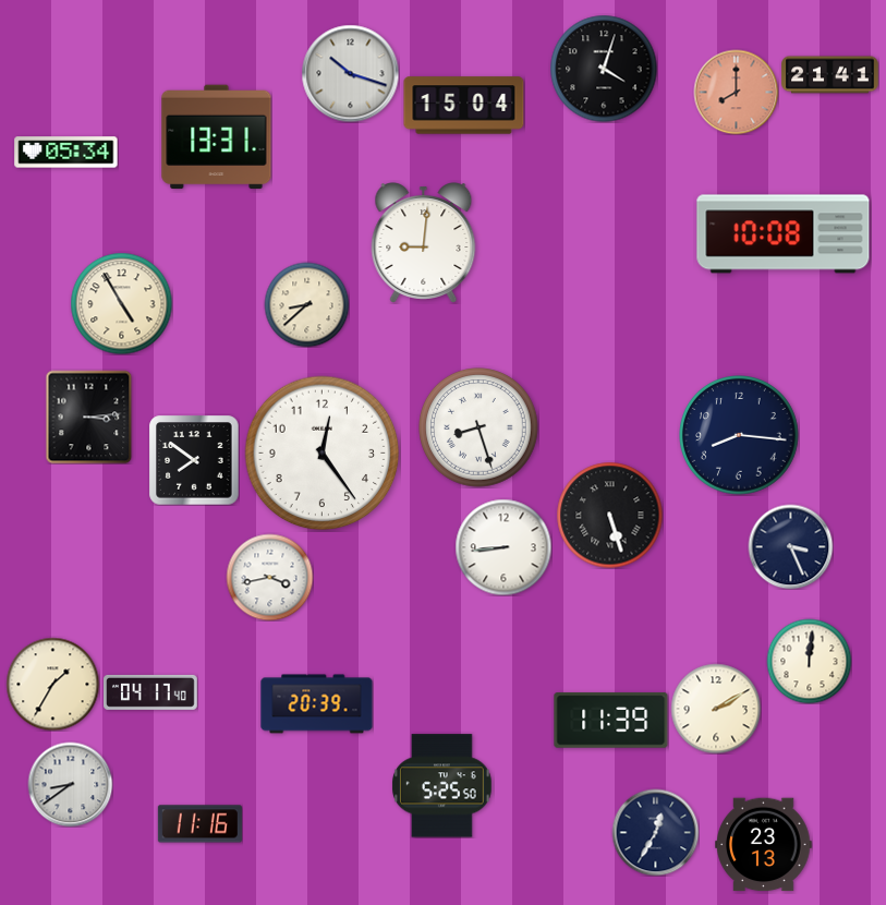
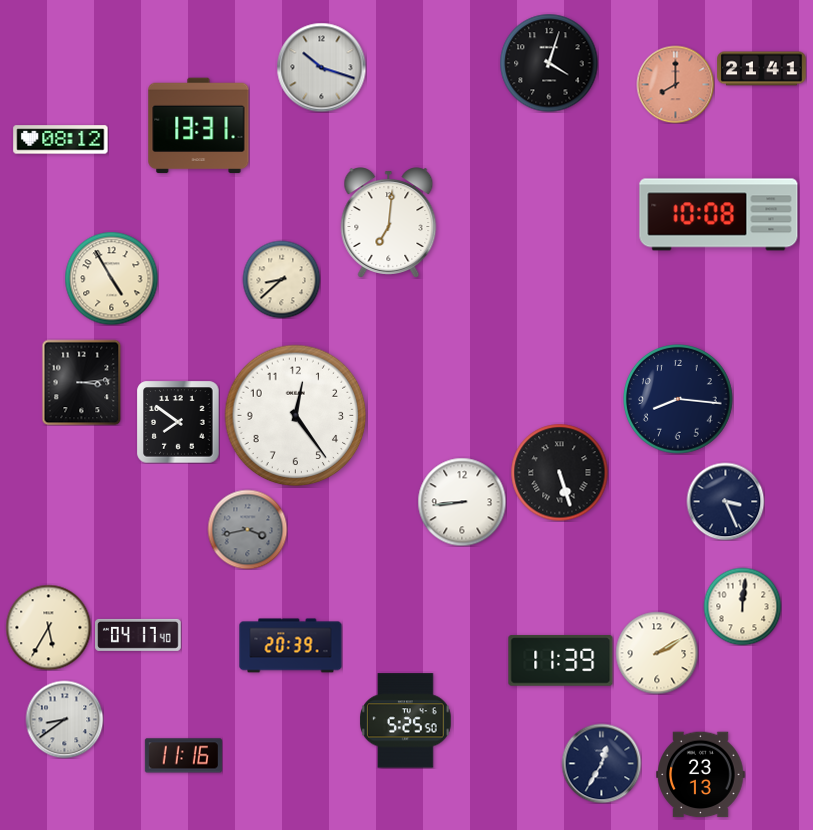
clock at (604, 69) position: (604, 69) -> (549, 63)
clock at (464, 106): 15:04 -> none
clock at (66, 153): 05:34 -> 08:12
clock at (424, 243): 9:01 -> 7:01
clock at (478, 427): 8:27 -> none
clock at (269, 577) dial: white -> grey
clock at (52, 684): 1:35 -> 5:35
clock at (716, 709) position: (716, 709) -> (657, 653)
